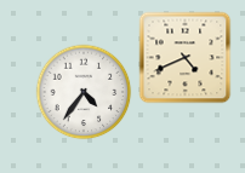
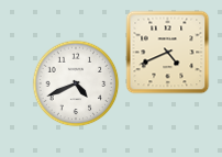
clock at (84, 92): 4:36 -> 4:41
